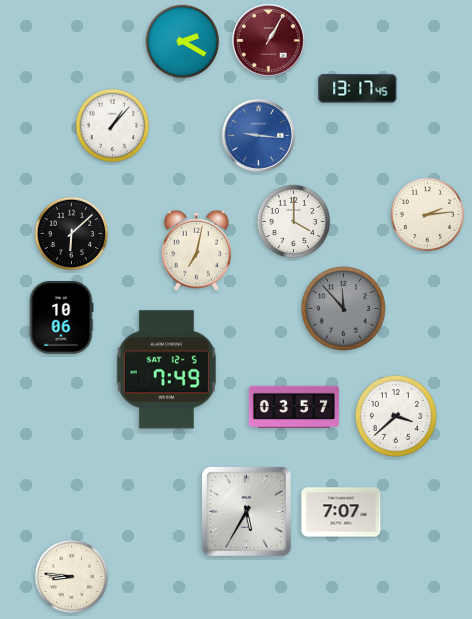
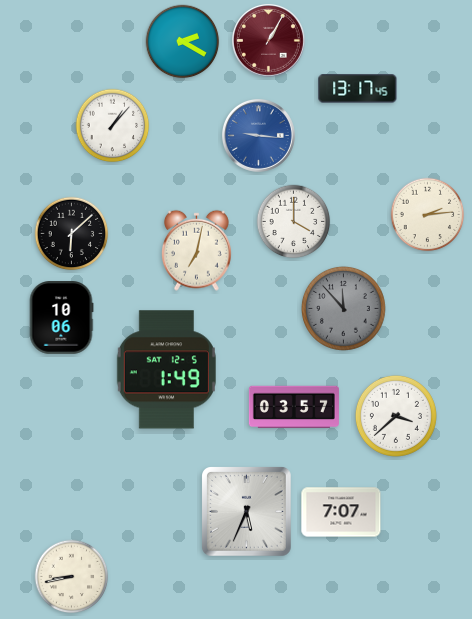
clock at (166, 370): 7:49 -> 1:49
clock at (247, 512): 5:35 -> 5:34
clock at (72, 577): 8:46 -> 8:43
